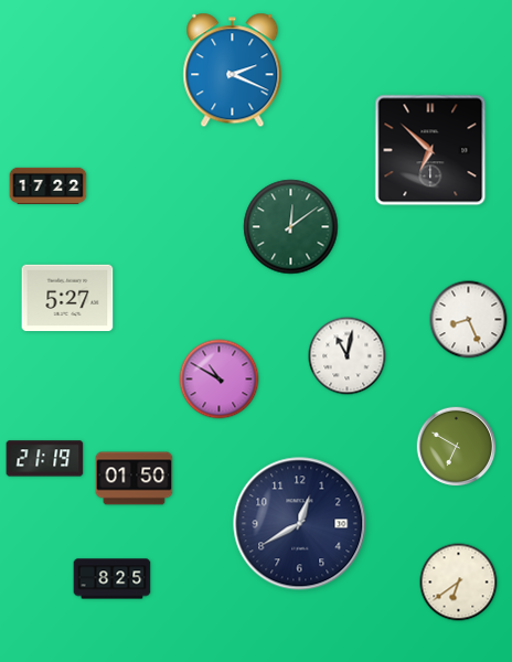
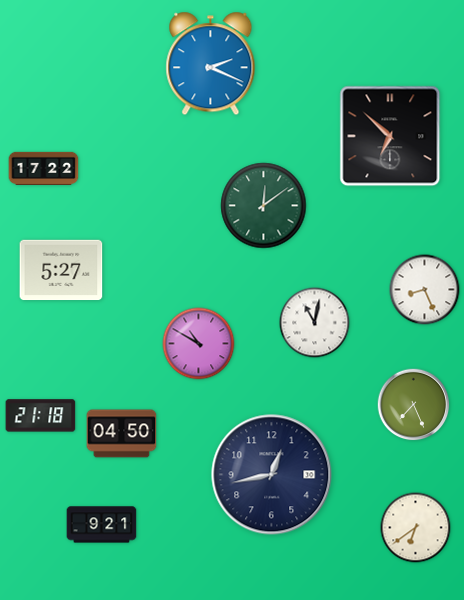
clock at (457, 447): 6:50 -> 7:26
clock at (45, 459): 21:19 -> 21:18
clock at (135, 479): 01:50 -> 04:50
clock at (300, 524): 12:40 -> 12:43
clock at (113, 579): 8:25 -> 9:21
